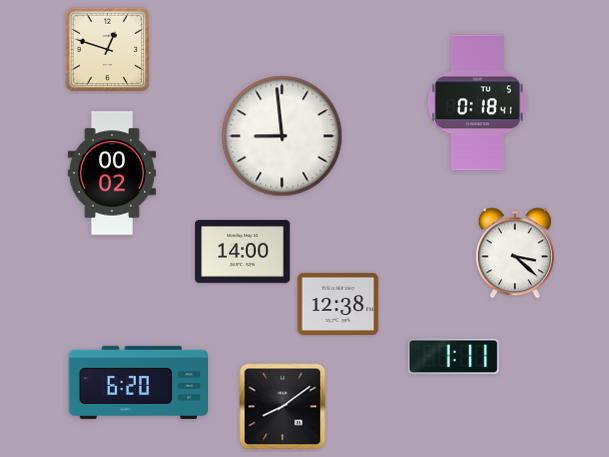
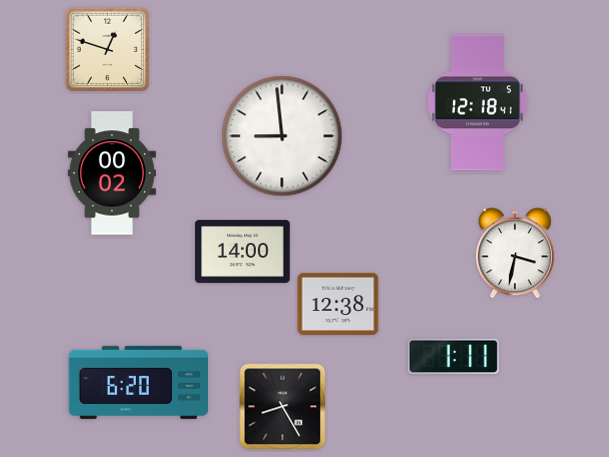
clock at (477, 103): 0:18 -> 12:18
clock at (515, 253): 3:22 -> 3:32
clock at (283, 407): 8:09 -> 8:25
